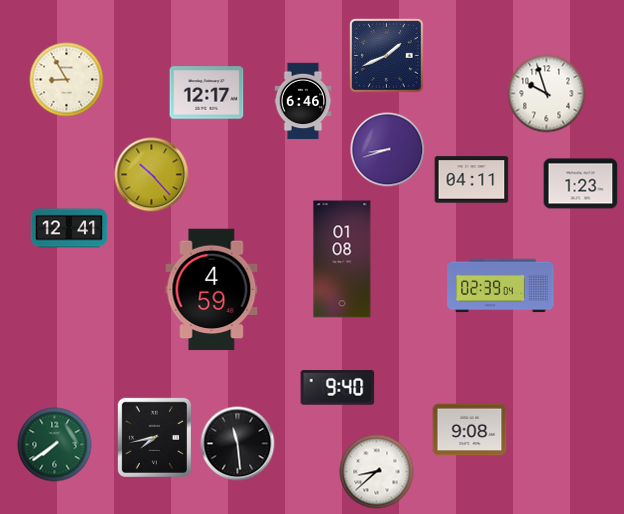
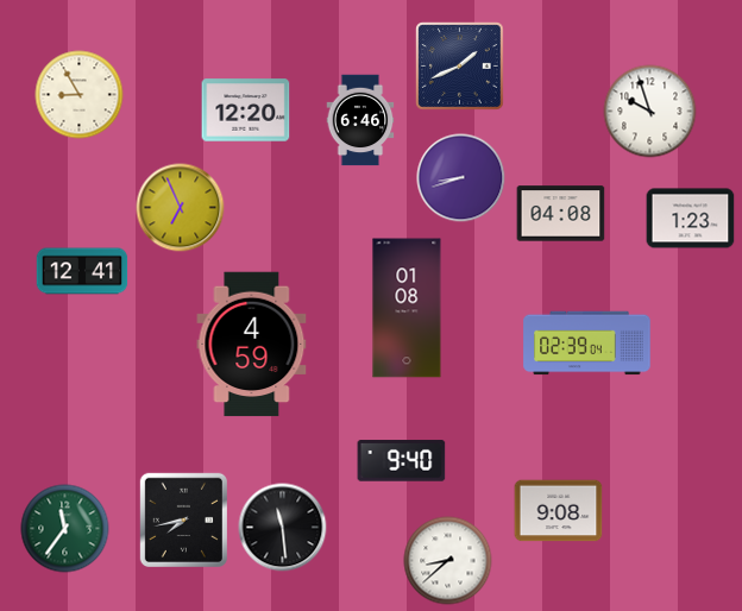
clock at (207, 93): 12:17 -> 12:20
clock at (152, 175): 10:23 -> 6:56
clock at (472, 180): 04:11 -> 04:08
clock at (501, 286) position: (501, 286) -> (587, 344)
clock at (55, 445): 7:39 -> 11:36
